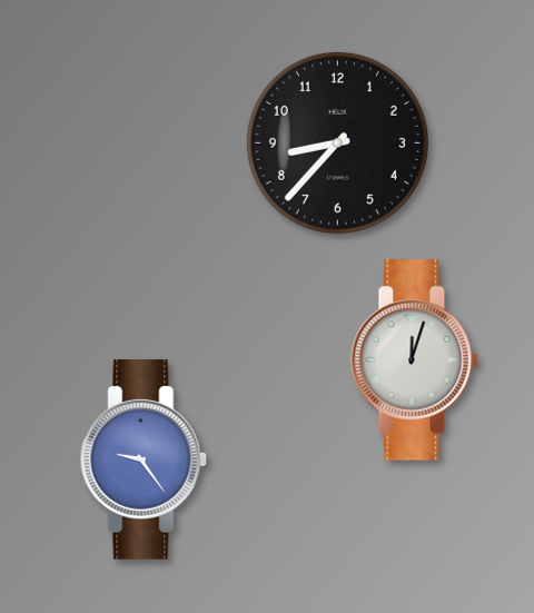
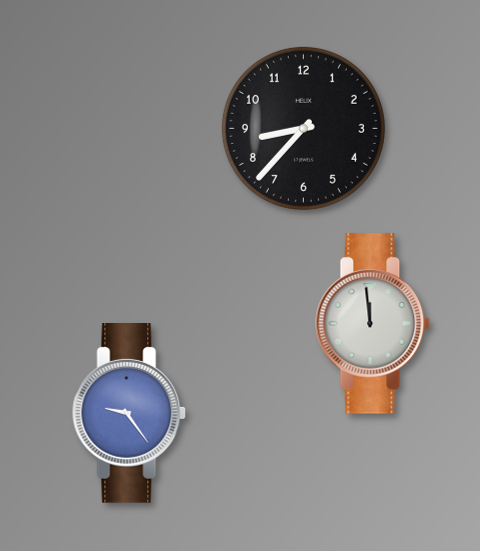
clock at (415, 360): 12:03 -> 11:59
